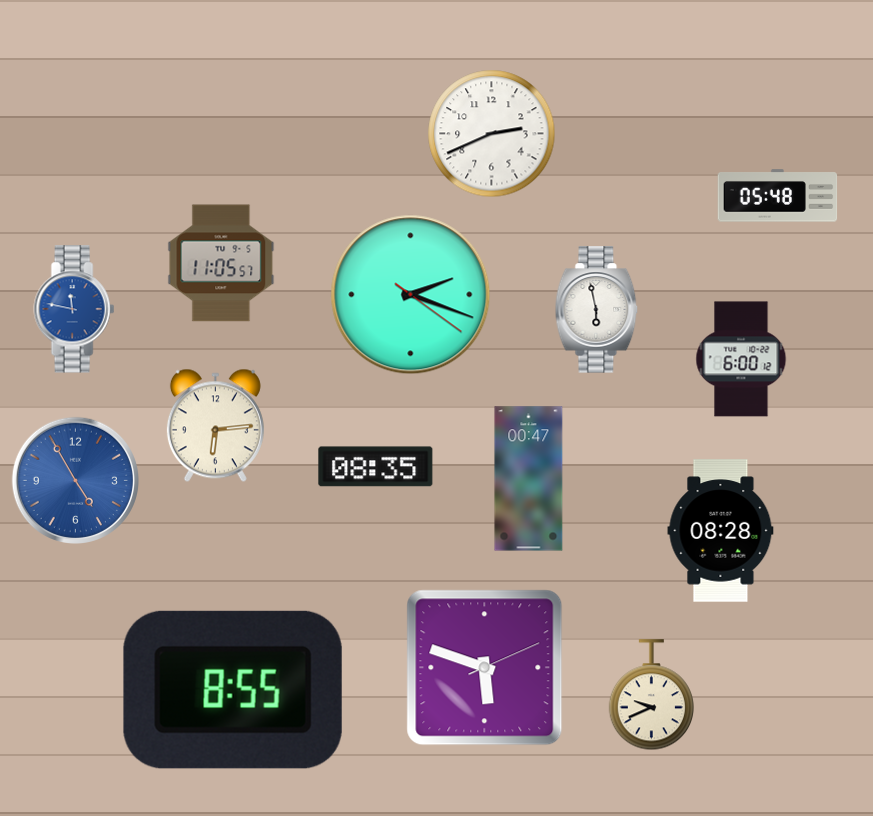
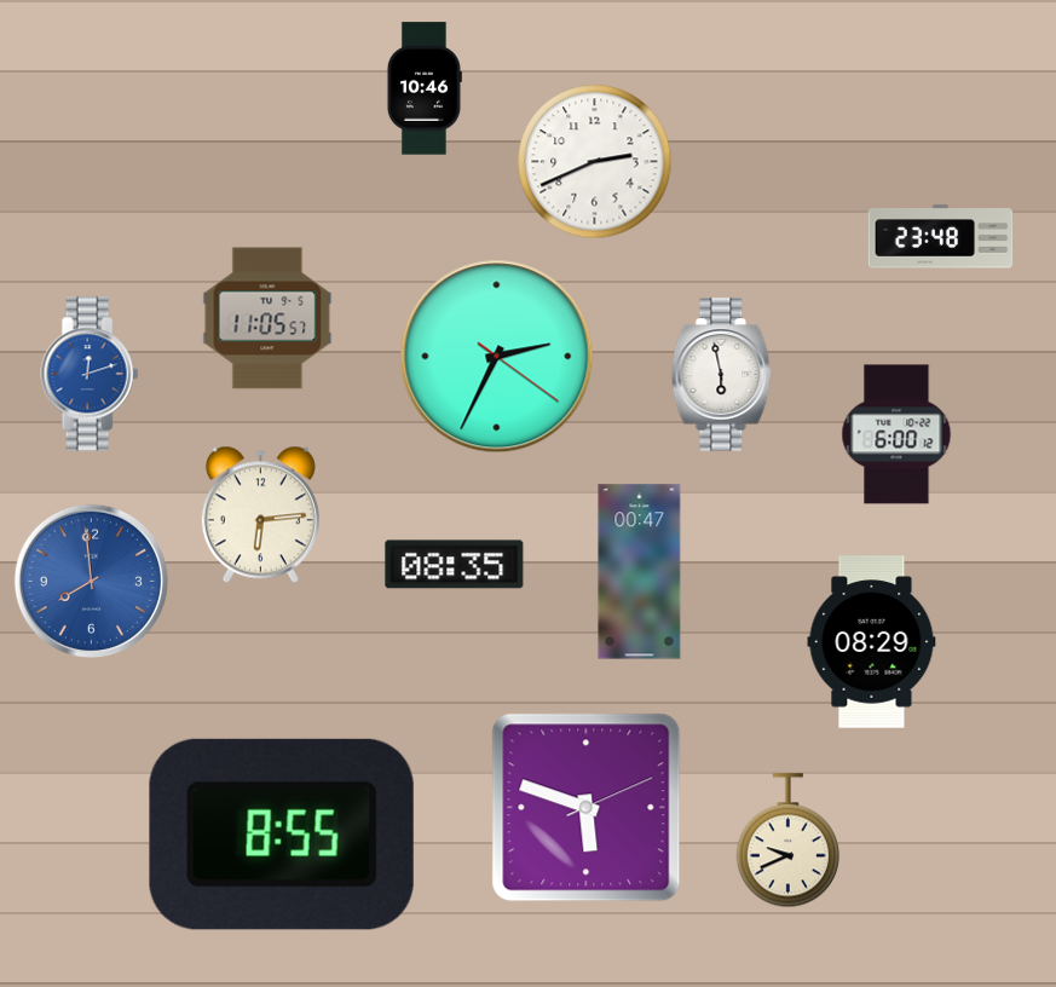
clock at (423, 88): none -> 10:46
clock at (778, 196): 05:48 -> 23:48
clock at (411, 295): 2:18 -> 2:34
clock at (74, 309): 11:47 -> 12:12
clock at (529, 479) position: (529, 479) -> (640, 572)
clock at (75, 480): 4:55 -> 7:59
clock at (721, 531): 08:28 -> 08:29
